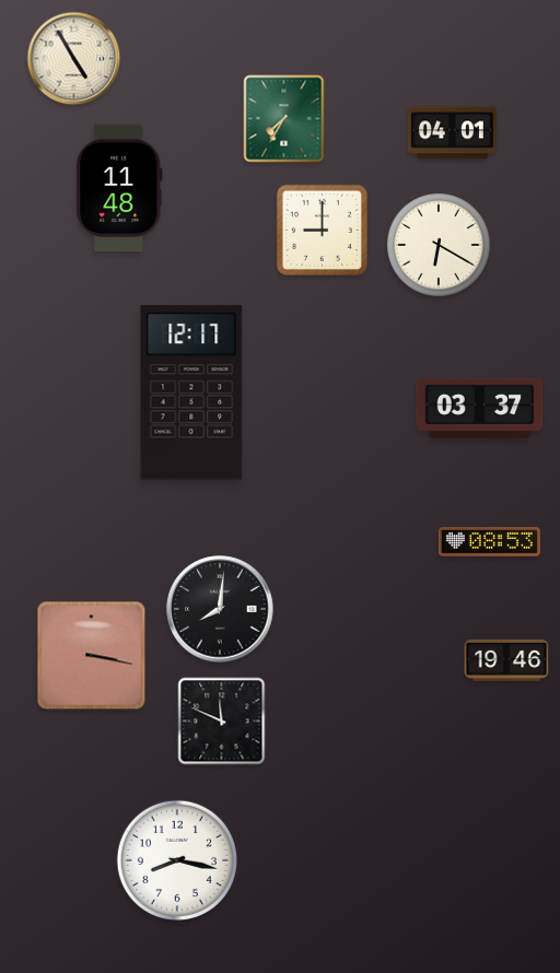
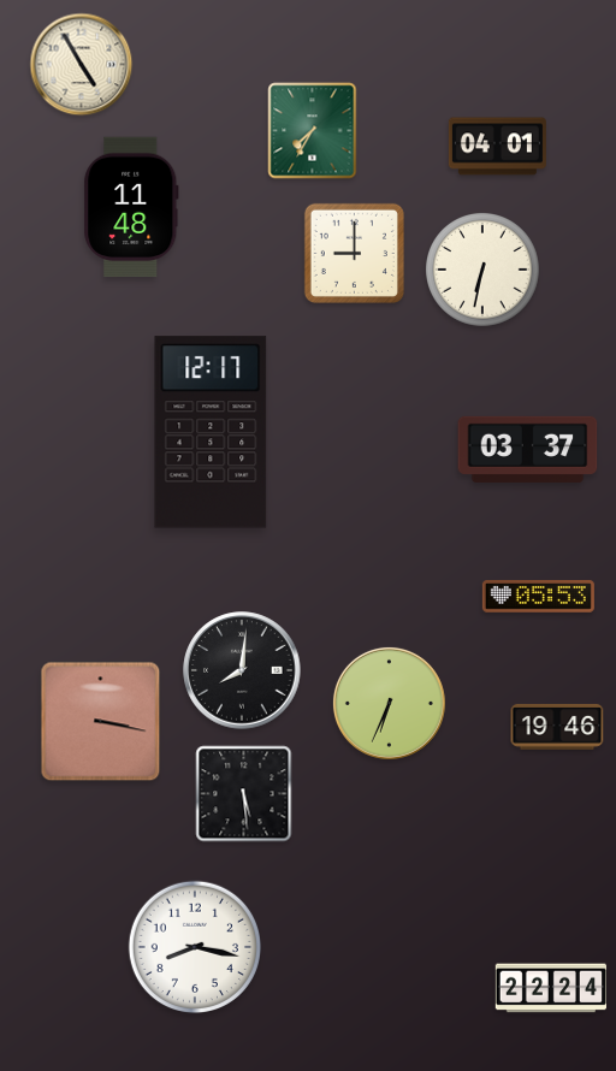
clock at (439, 245): 6:20 -> 6:32
clock at (489, 542): 08:53 -> 05:53
clock at (389, 703): none -> 6:34
clock at (222, 722): 11:49 -> 5:29
clock at (550, 988): none -> 22:24
